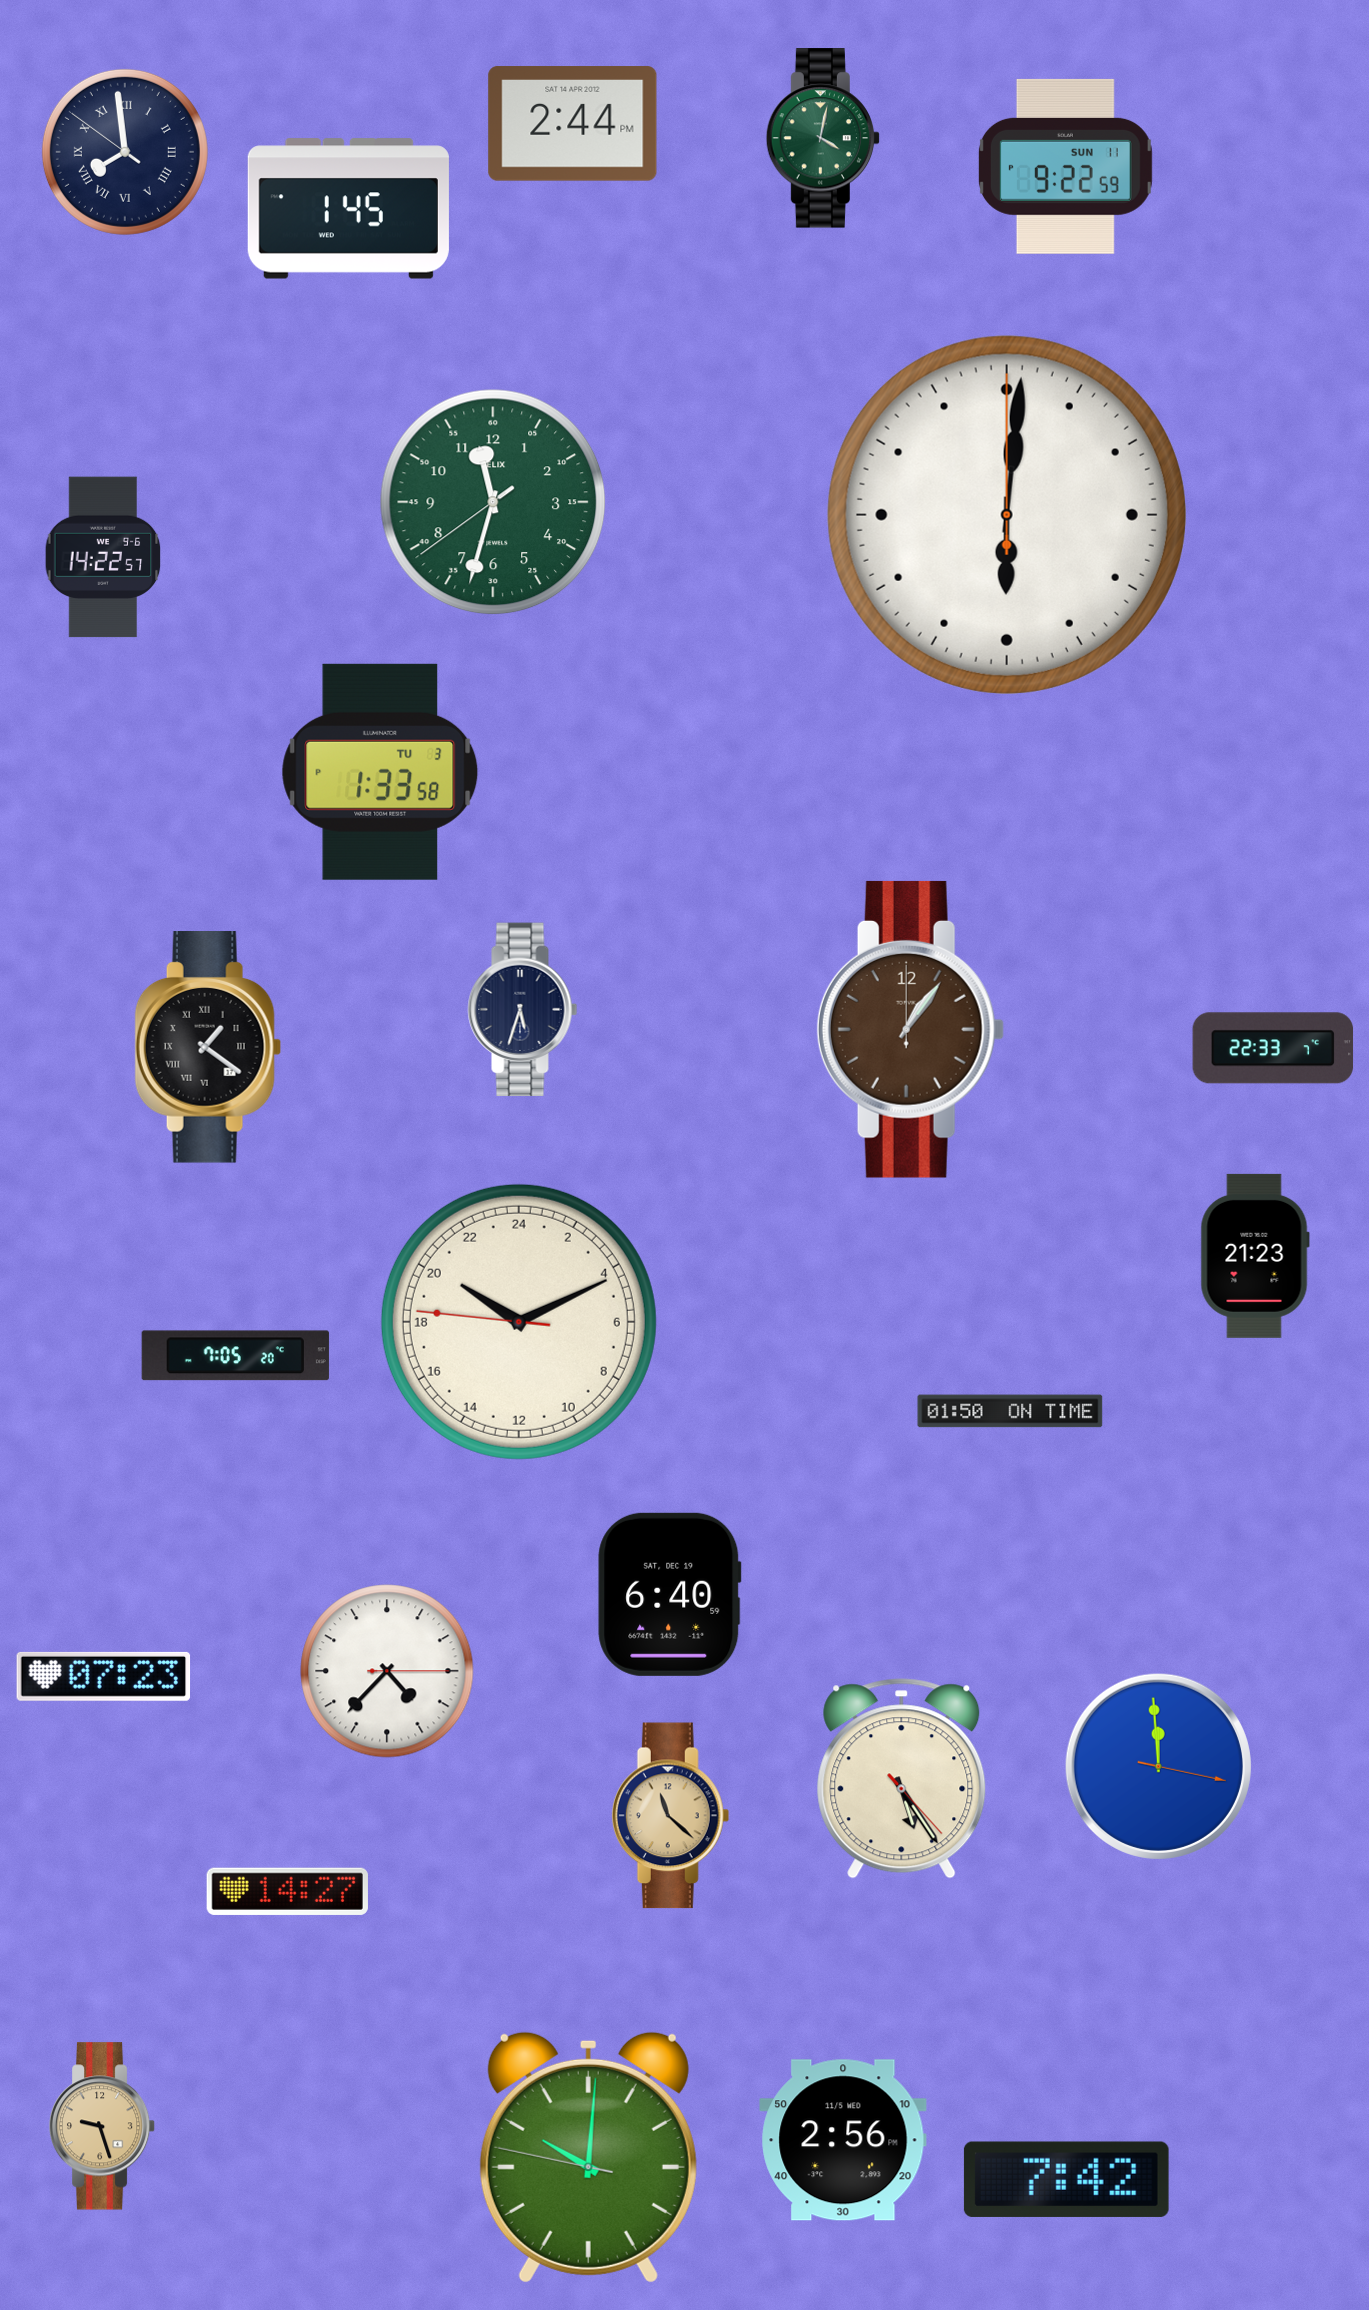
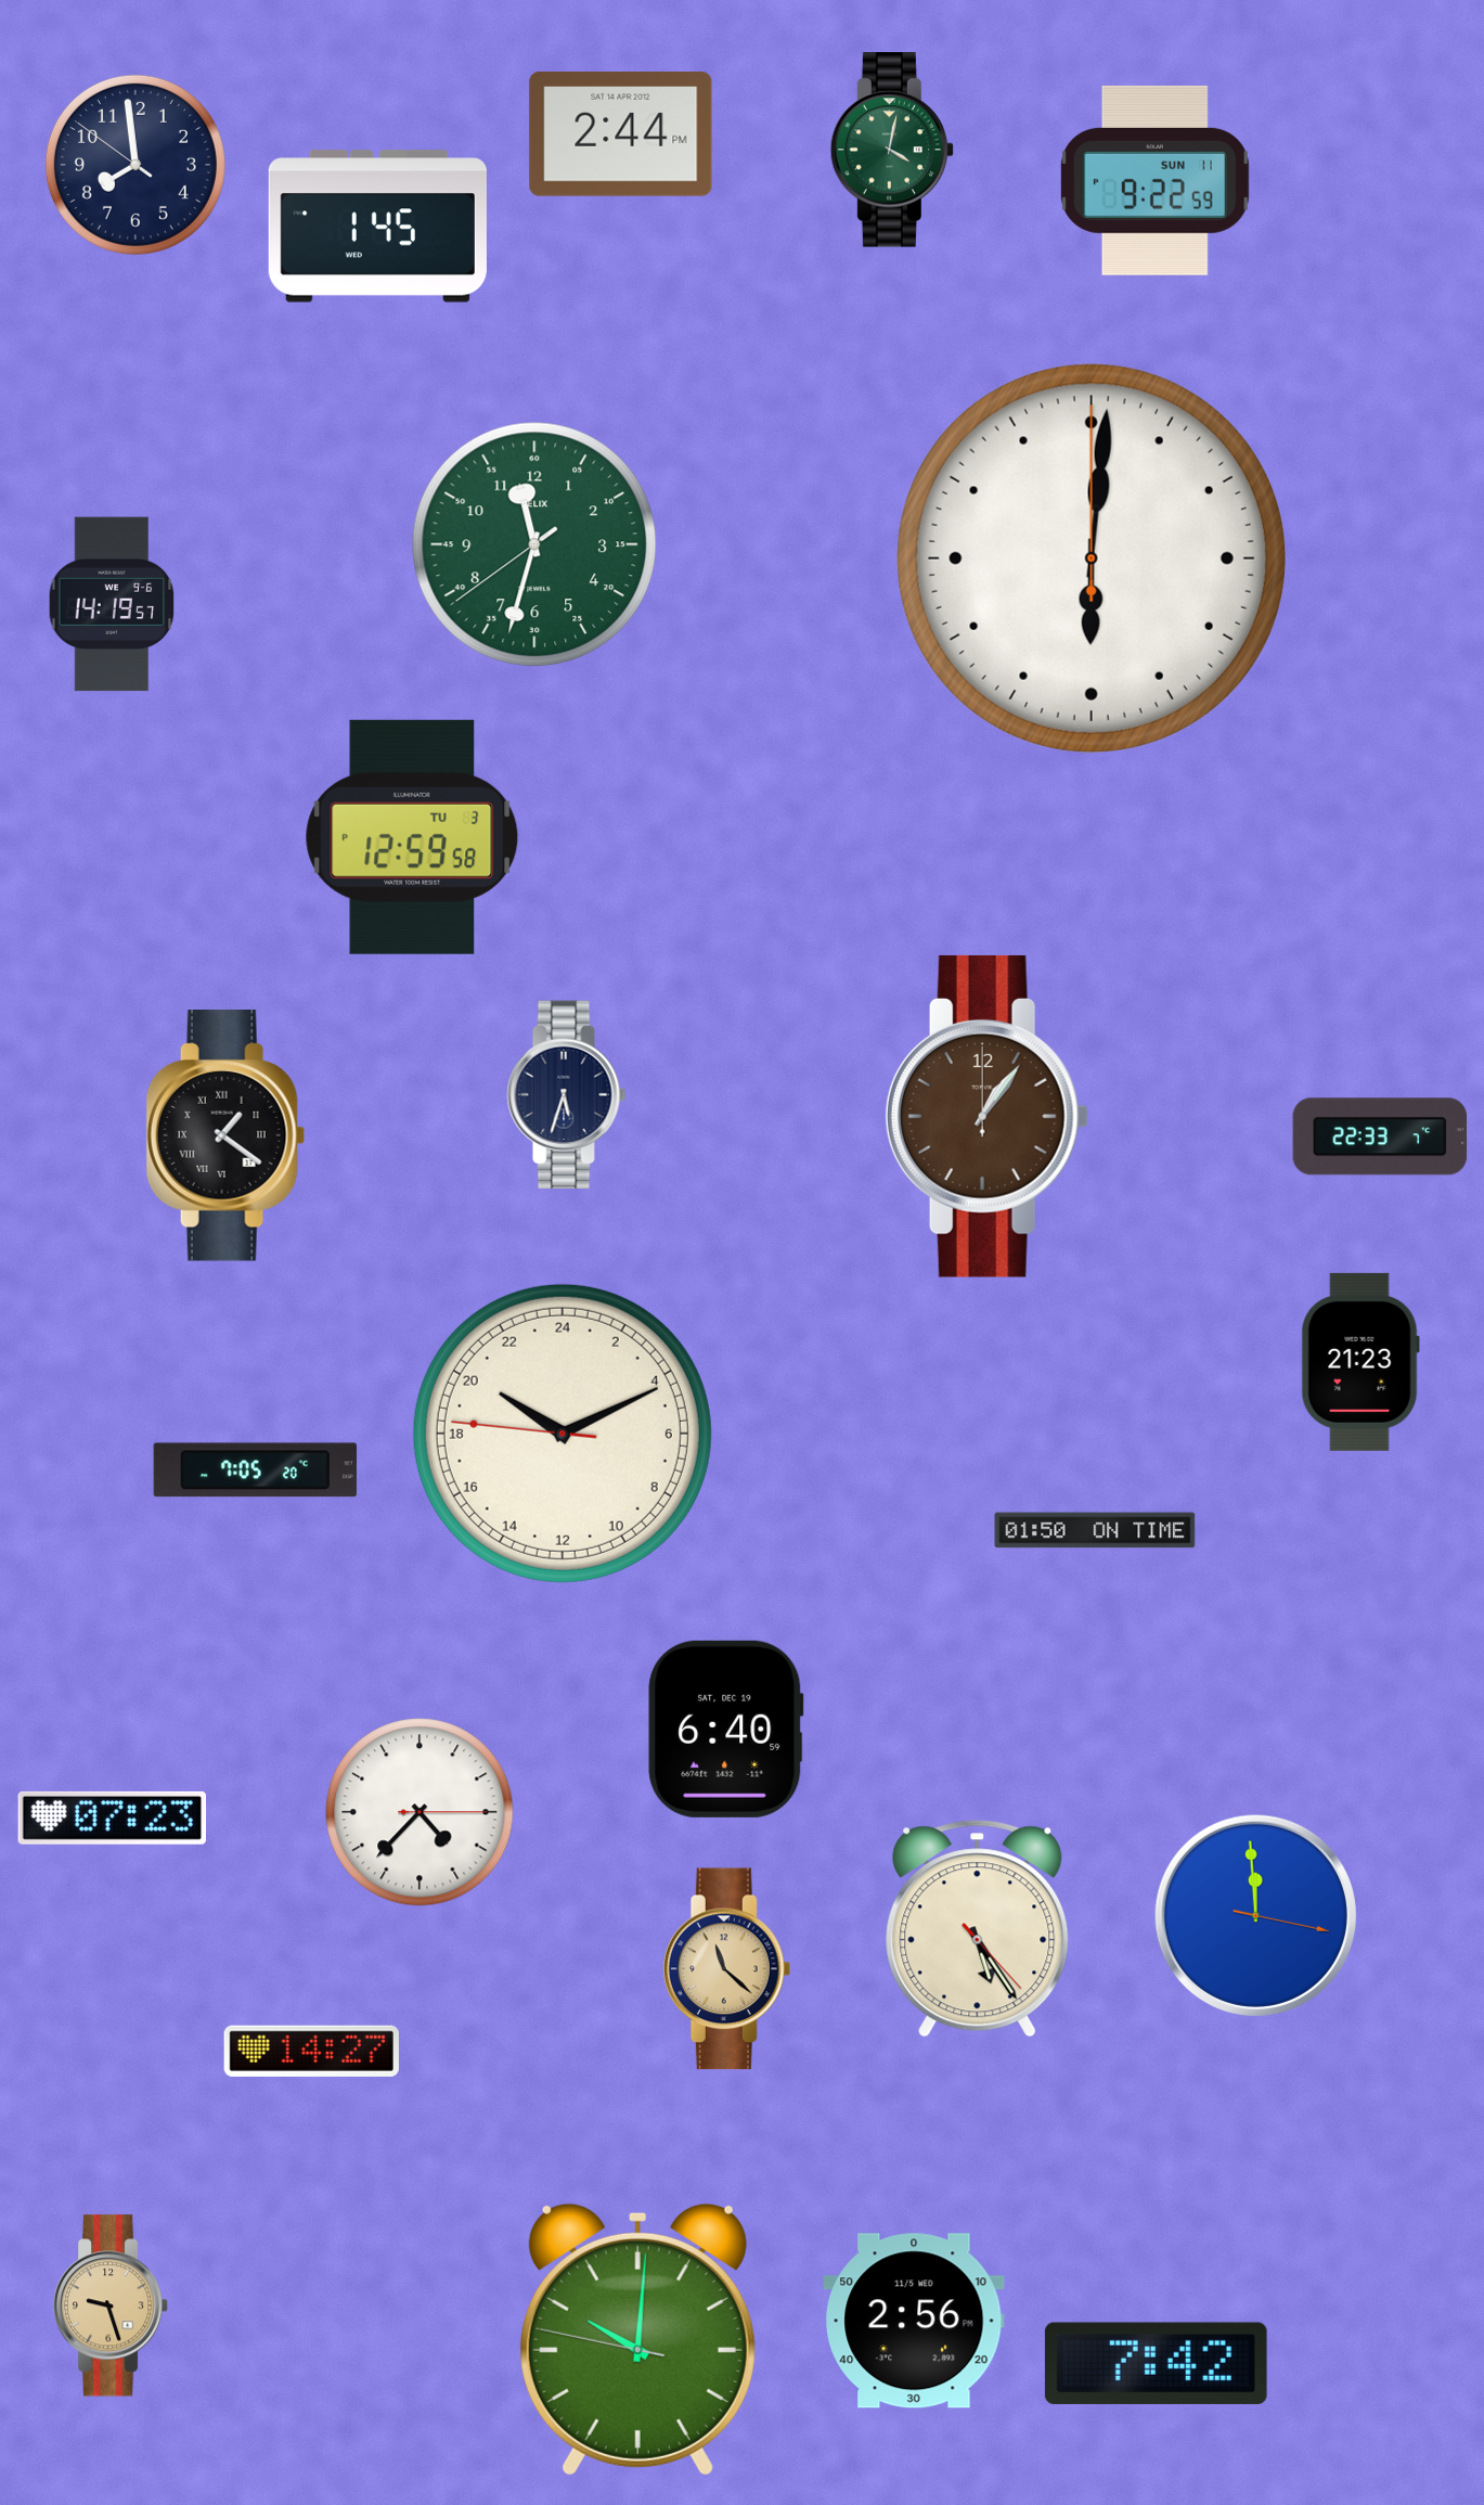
clock at (125, 152) numerals: Roman -> Arabic
clock at (103, 557): 14:22 -> 14:19
clock at (380, 772): 1:33 -> 12:59
